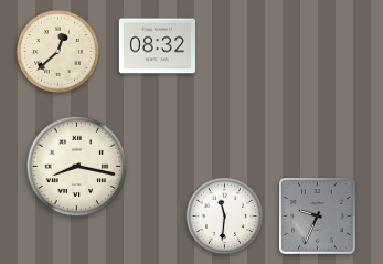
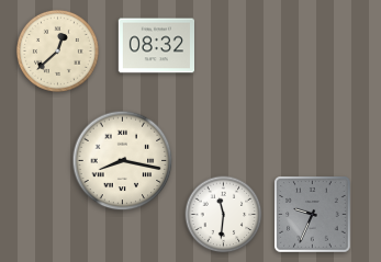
clock at (77, 167) position: (77, 167) -> (123, 161)
clock at (318, 217) position: (318, 217) -> (313, 215)
